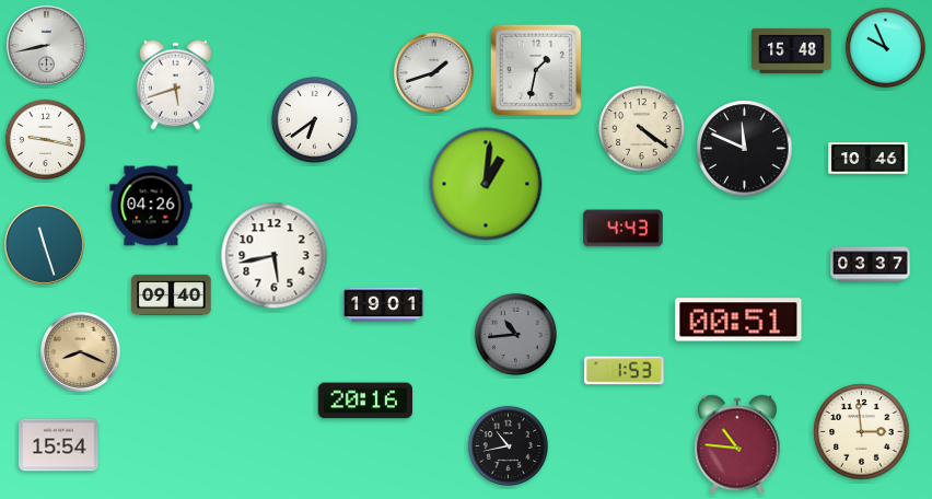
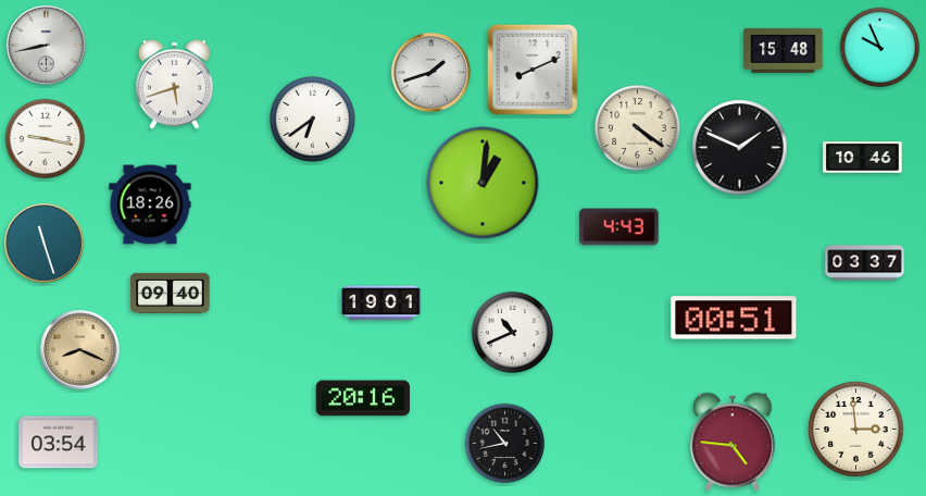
clock at (792, 50) position: (792, 50) -> (784, 50)
clock at (536, 70): 1:32 -> 8:11
clock at (745, 149): 11:49 -> 1:49
clock at (151, 206): 04:26 -> 18:26
clock at (275, 256): 5:43 -> none
clock at (515, 334): 10:44 -> 10:41
clock at (515, 334) dial: grey -> white
clock at (625, 371): 1:53 -> none
clock at (738, 444): 10:46 -> 4:46
clock at (59, 445): 15:54 -> 03:54
